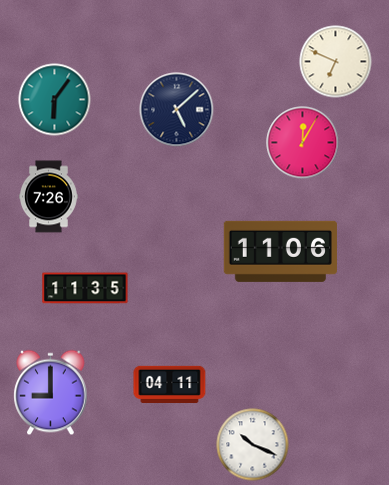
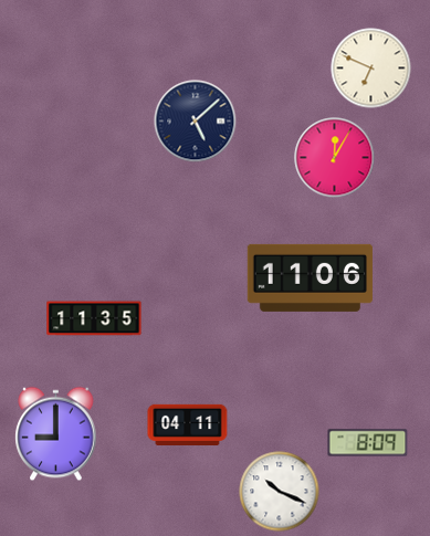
clock at (55, 100): 6:06 -> none
clock at (49, 197): 7:26 -> none
clock at (368, 443): none -> 8:09
